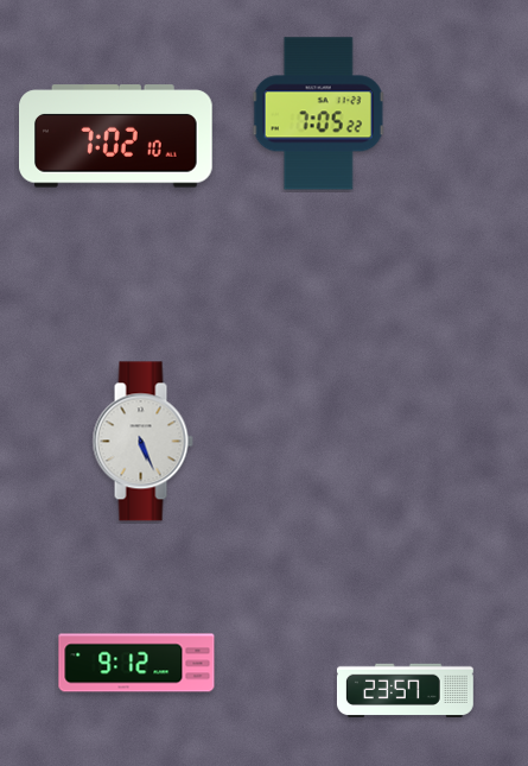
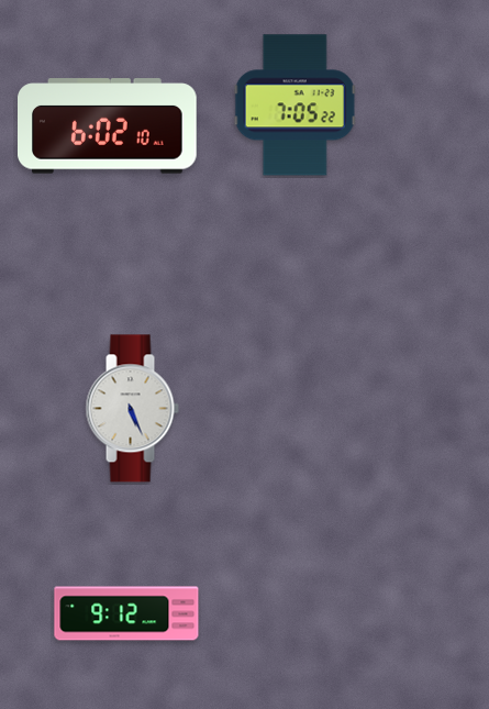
clock at (116, 137): 7:02 -> 6:02
clock at (405, 690): 23:57 -> none
